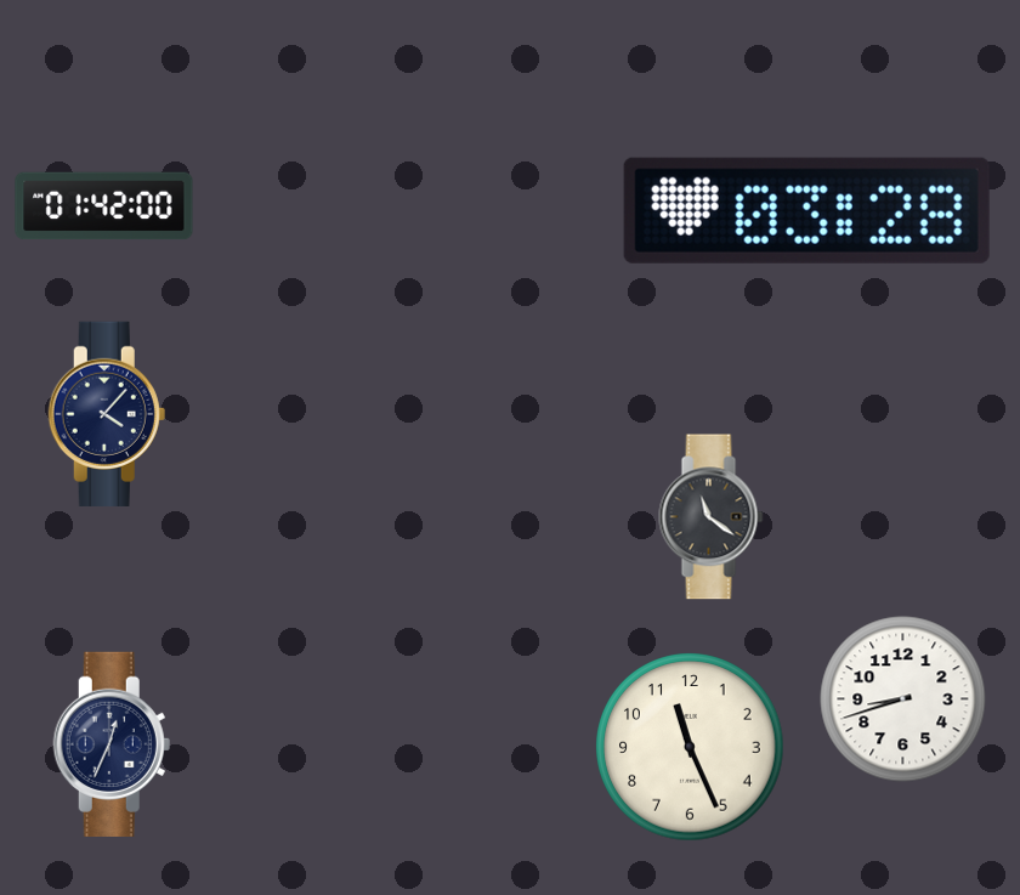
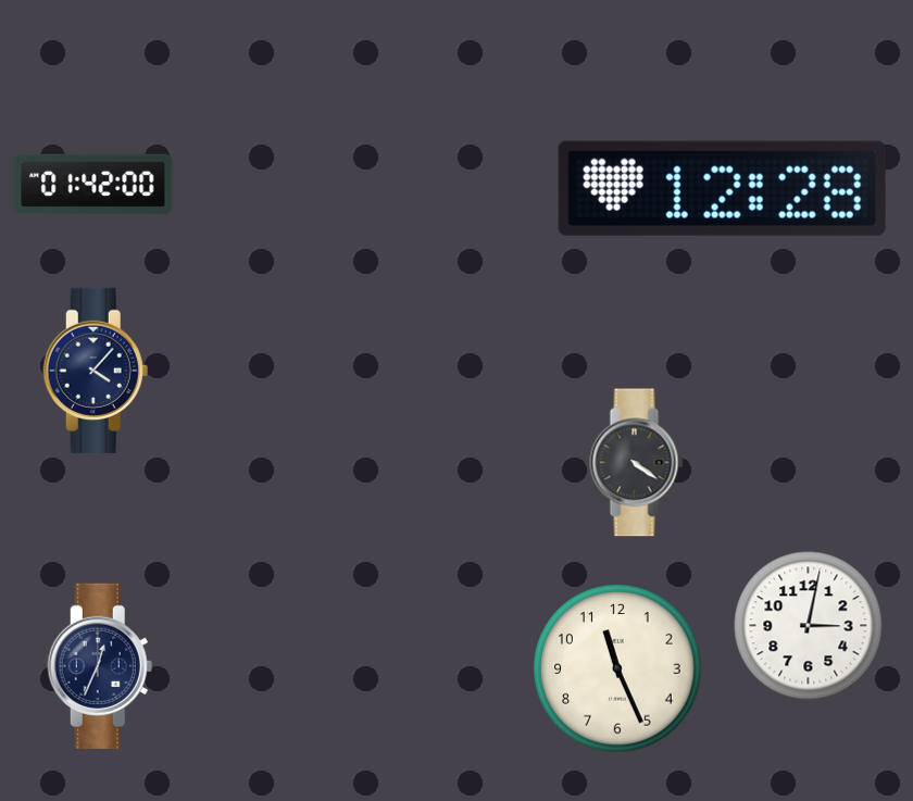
clock at (806, 210): 03:28 -> 12:28
clock at (712, 517): 11:21 -> 4:21
clock at (903, 699): 8:42 -> 3:02
